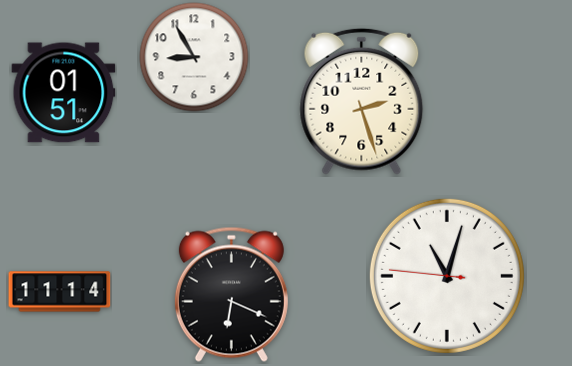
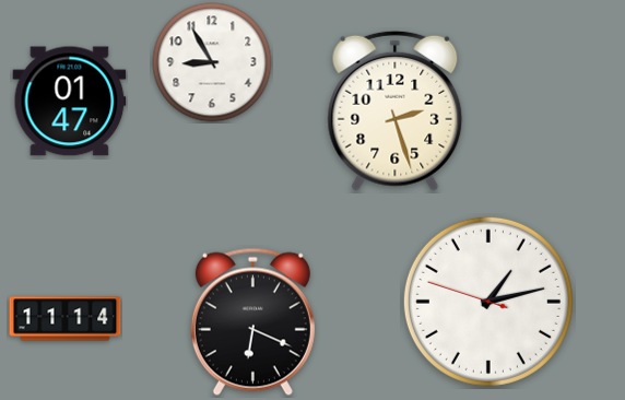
clock at (64, 93): 01:51 -> 01:47
clock at (447, 276): 11:02 -> 1:12
